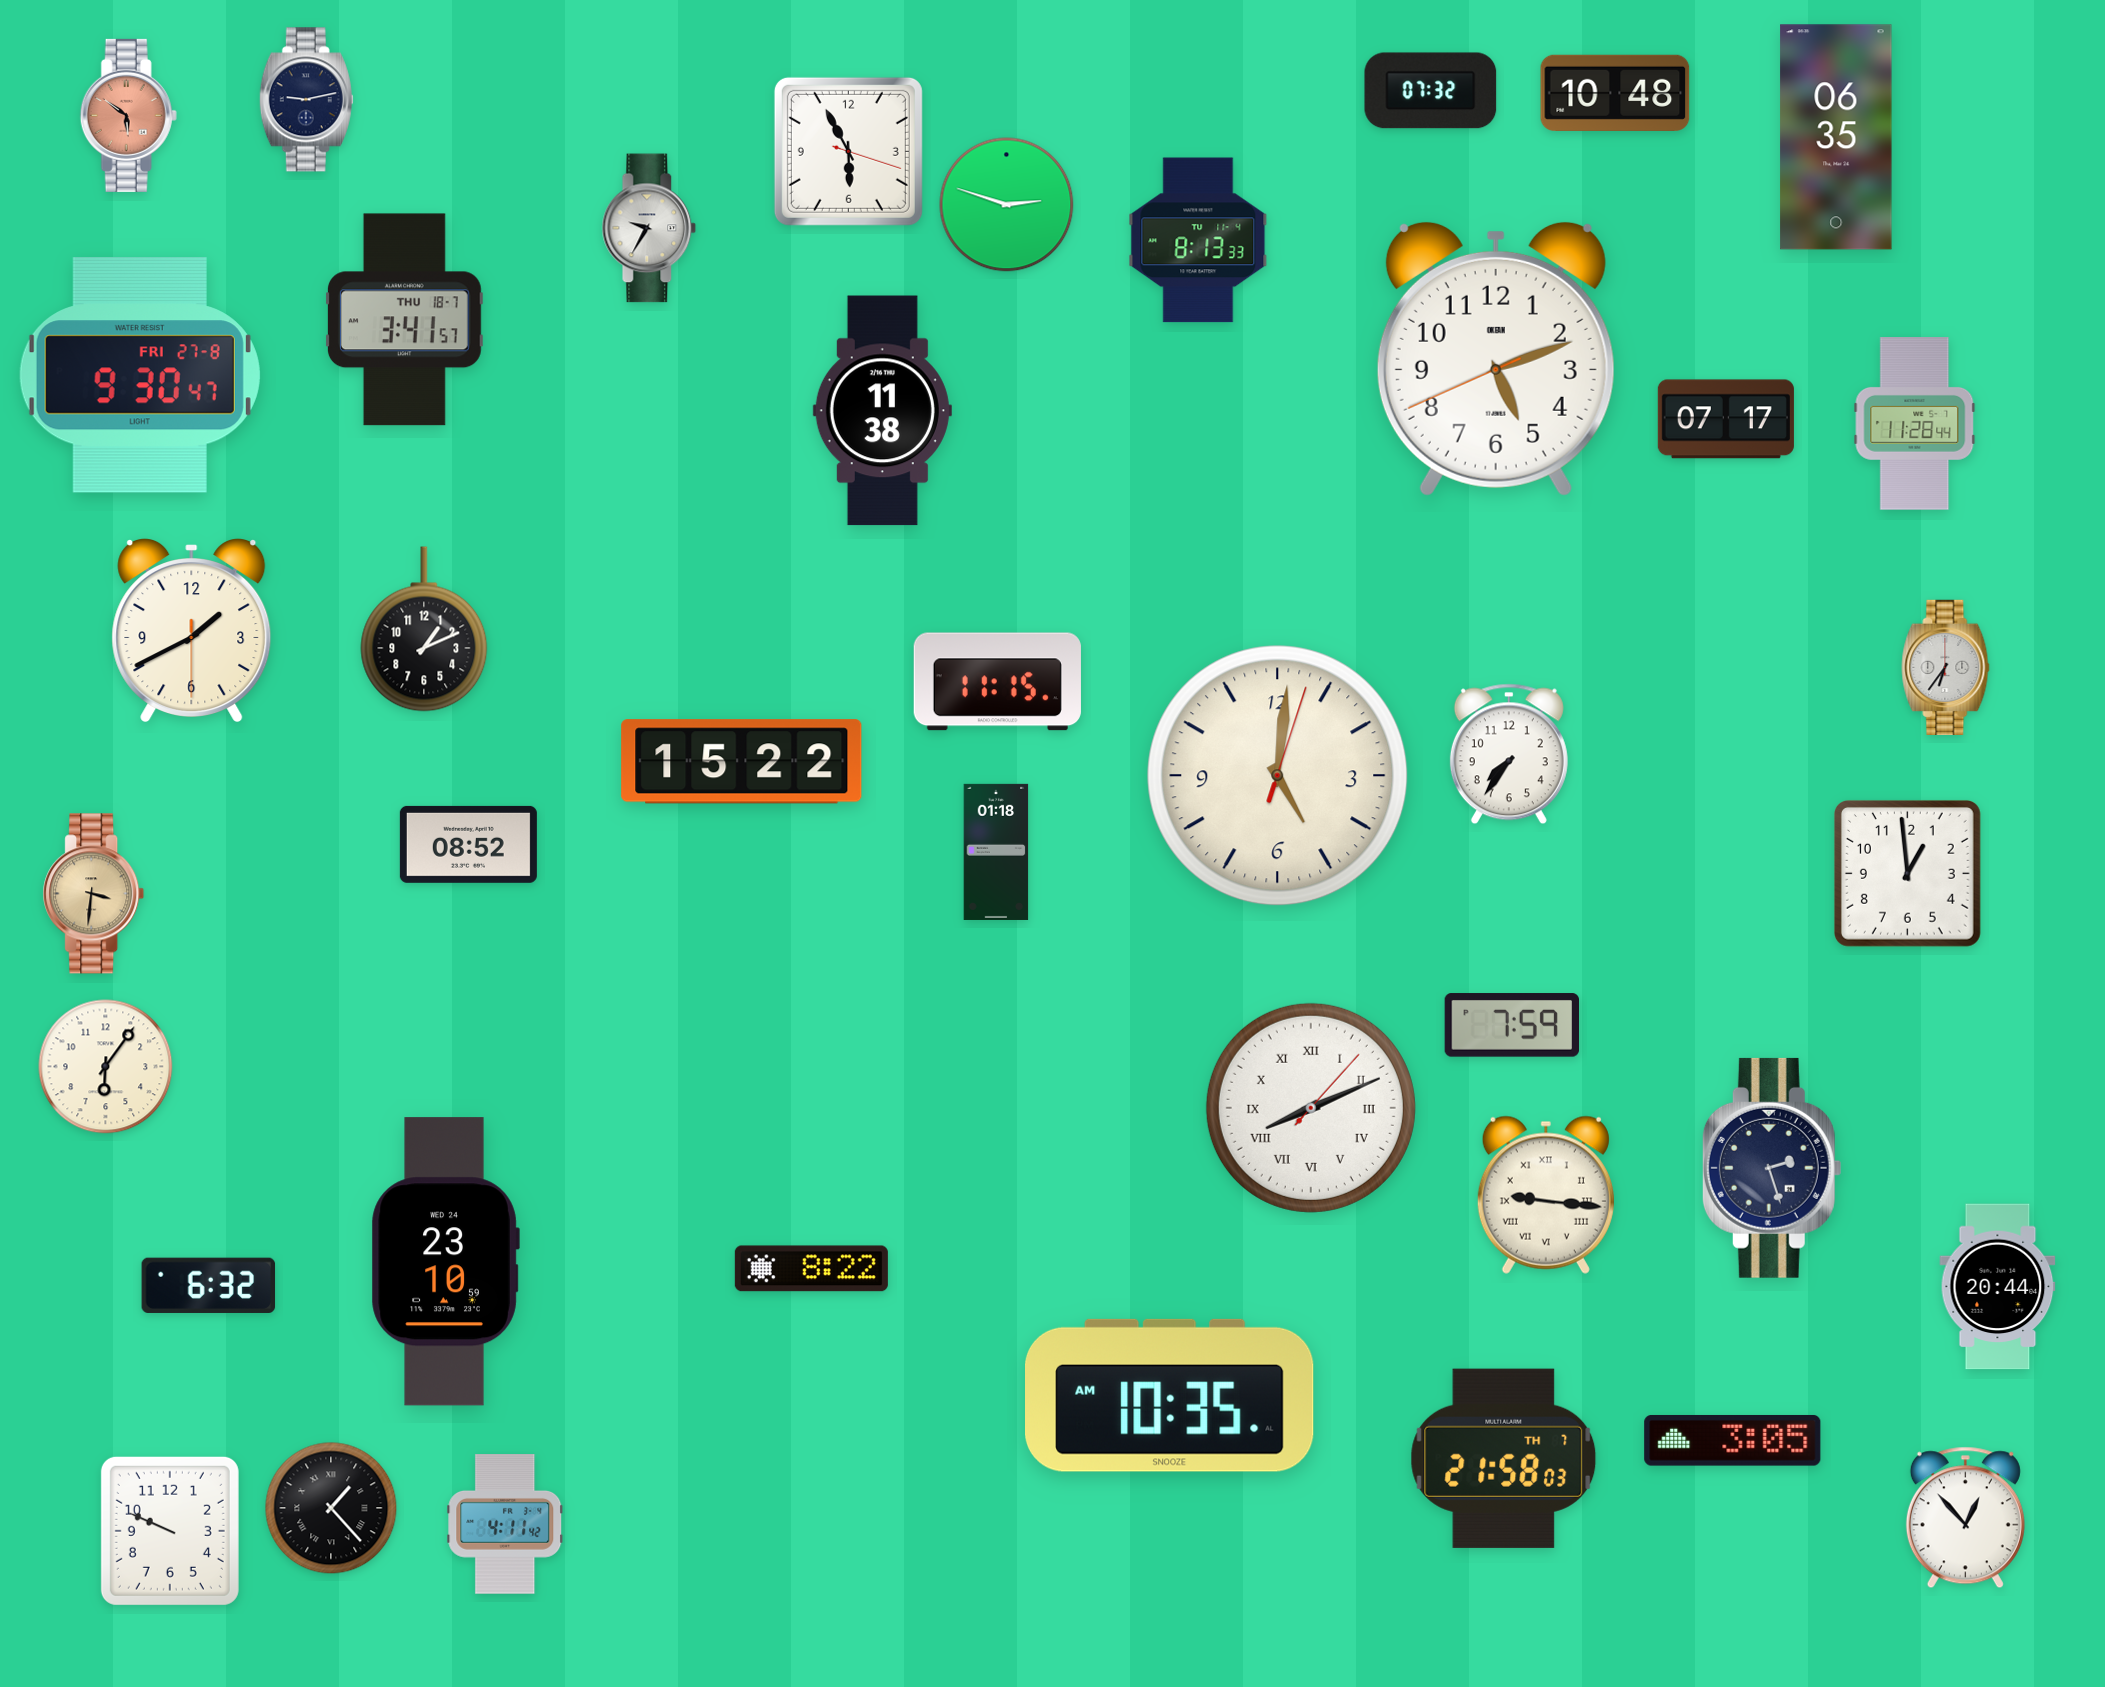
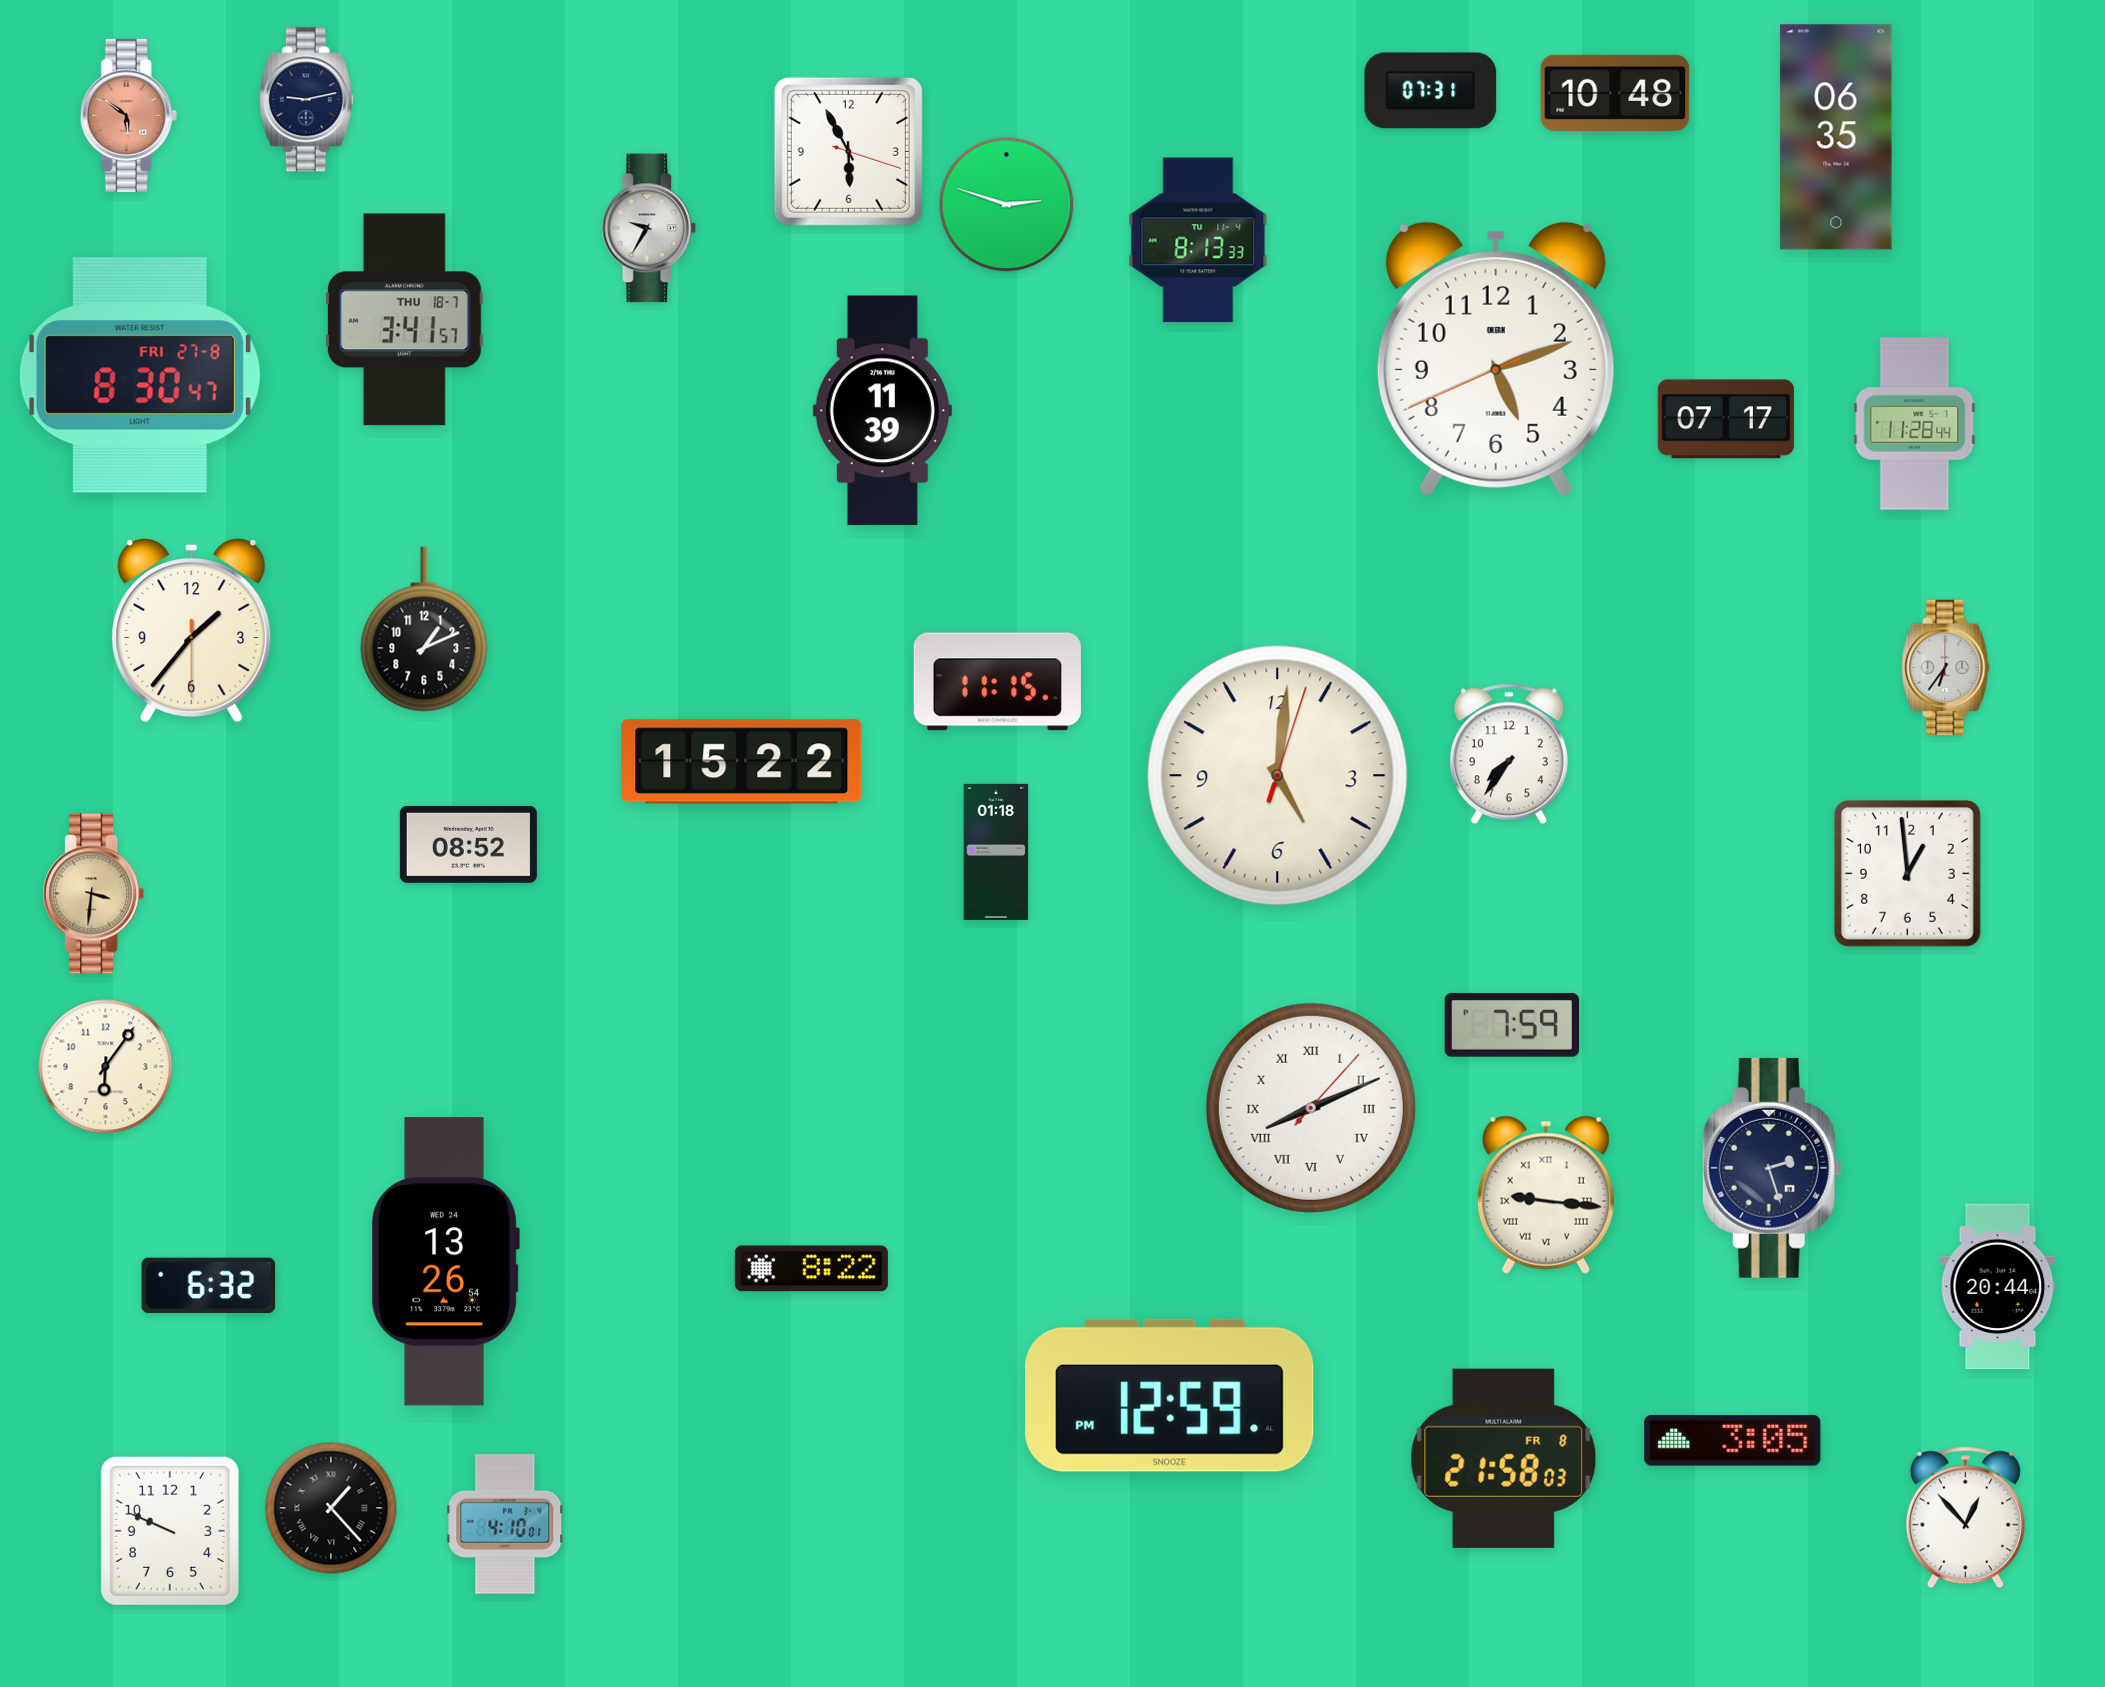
clock at (1431, 91): 07:32 -> 07:31
clock at (140, 376): 9:30 -> 8:30
clock at (882, 411): 11:38 -> 11:39
clock at (192, 630): 1:40 -> 1:36
clock at (445, 1262): 23:10 -> 13:26
clock at (1170, 1395): 10:35 -> 12:59
clock at (1504, 1458) date: TH 7 -> FR 8
clock at (505, 1524): 4:11 -> 4:10
